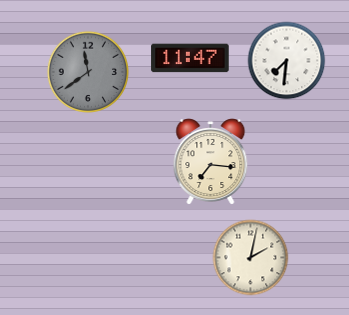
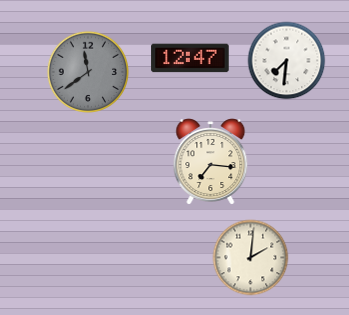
clock at (190, 58): 11:47 -> 12:47
clock at (251, 258): 2:02 -> 2:01
